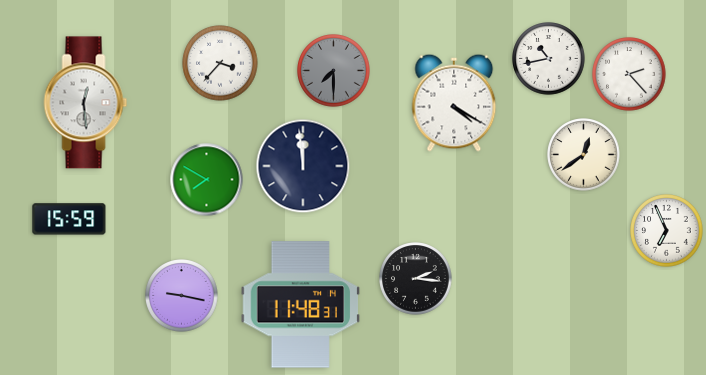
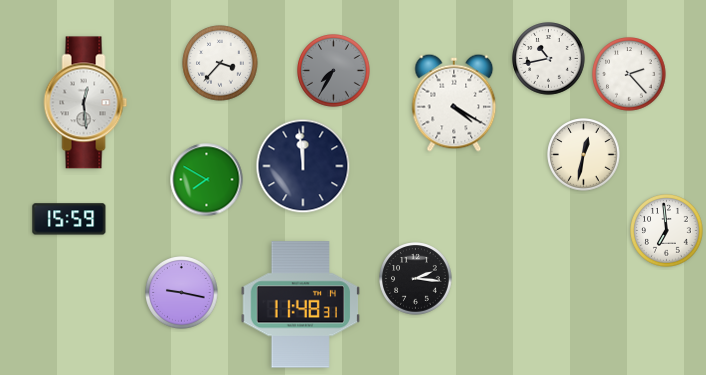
clock at (334, 71): 7:30 -> 7:35
clock at (584, 155): 12:39 -> 12:32
clock at (667, 231): 6:56 -> 6:59
clock at (182, 296) position: (182, 296) -> (182, 293)
